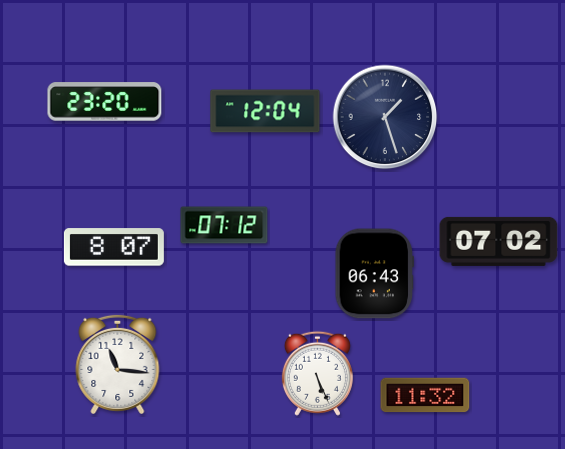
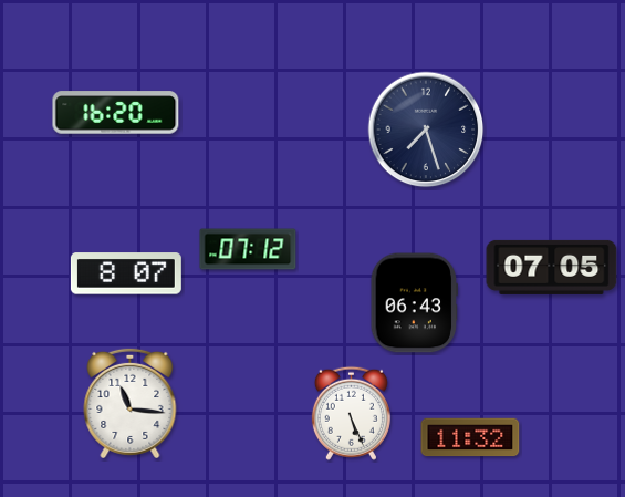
clock at (105, 102): 23:20 -> 16:20
clock at (265, 111): 12:04 -> none
clock at (385, 117): 1:27 -> 7:27
clock at (499, 241): 07:02 -> 07:05
